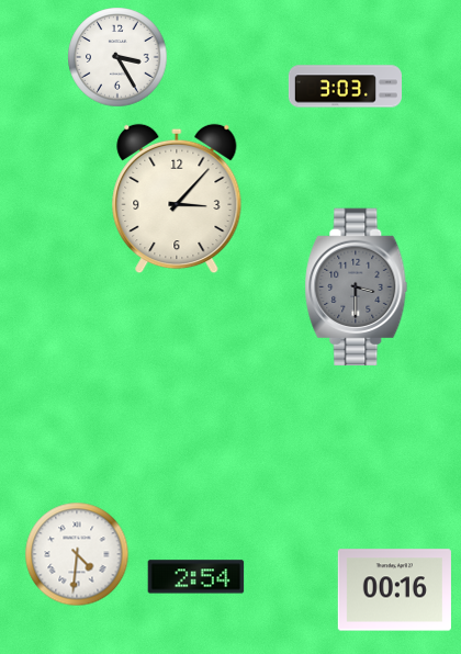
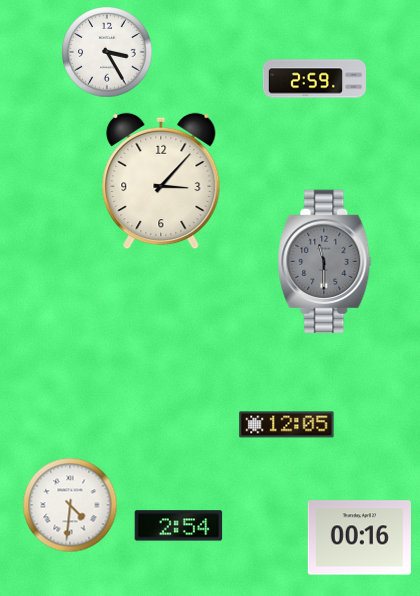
clock at (345, 87): 3:03 -> 2:59
clock at (357, 287): 3:30 -> 11:30
clock at (287, 425): none -> 12:05
